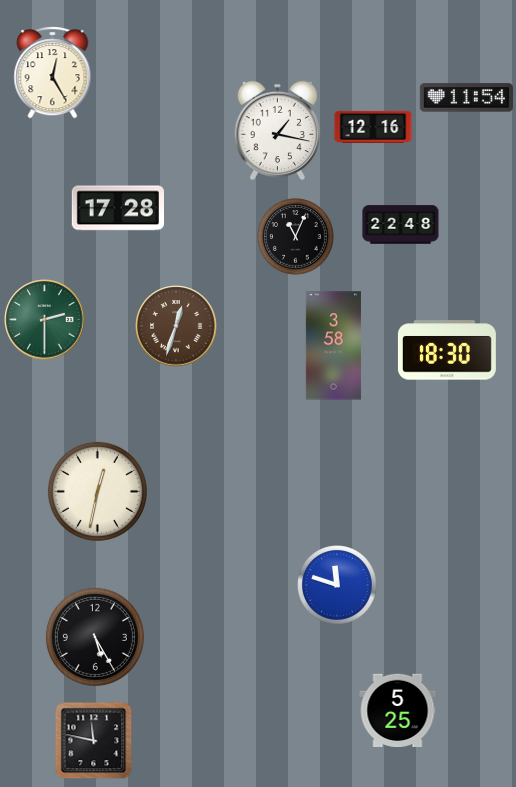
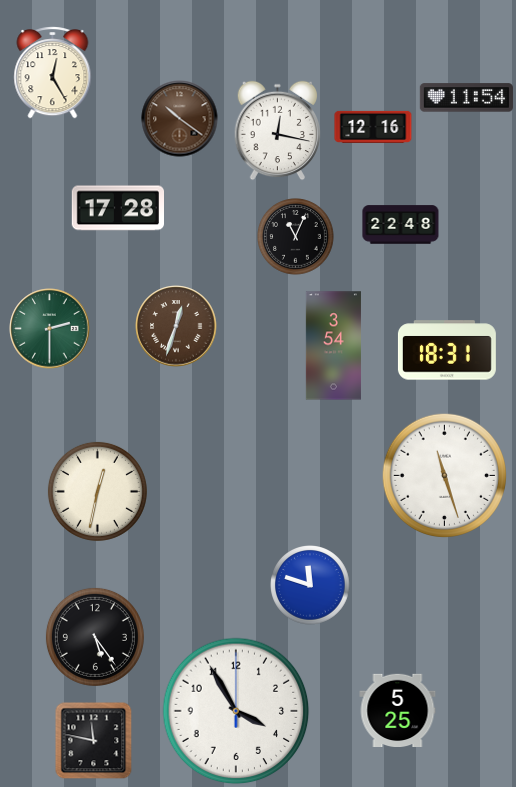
clock at (180, 119): none -> 10:21
clock at (278, 131): 1:17 -> 12:17
clock at (45, 320) position: (45, 320) -> (50, 329)
clock at (333, 346): 3:58 -> 3:54
clock at (447, 350): 18:30 -> 18:31
clock at (444, 475): none -> 11:27
clock at (338, 586) position: (338, 586) -> (311, 586)
clock at (95, 637): 5:25 -> 5:24
clock at (236, 711): none -> 3:55
